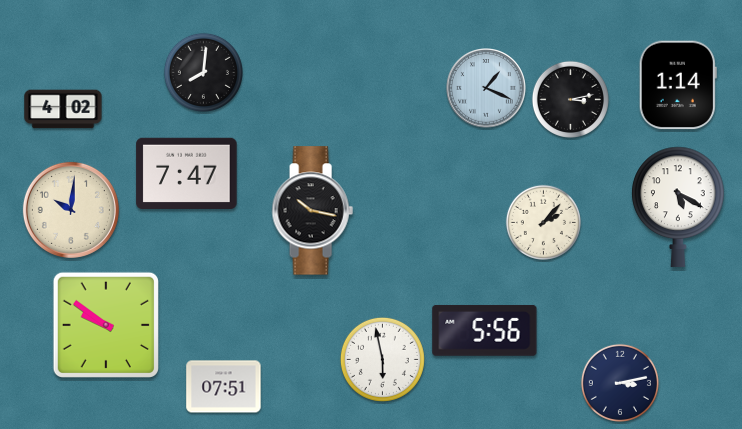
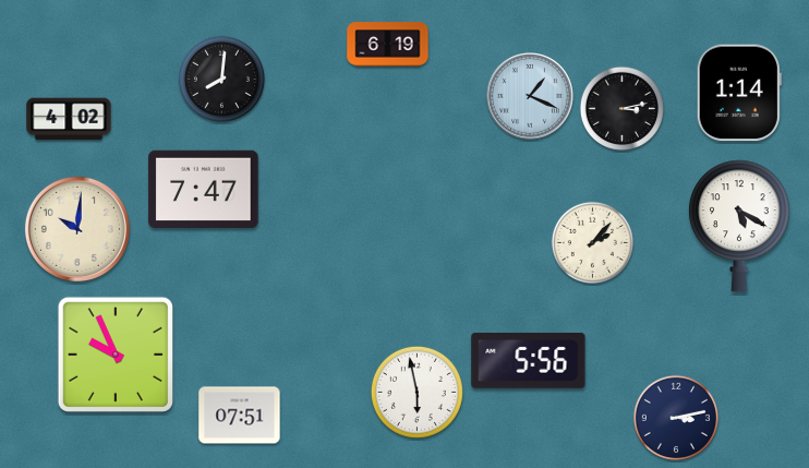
clock at (388, 45): none -> 6:19
clock at (312, 211): 10:17 -> none
clock at (106, 325): 9:51 -> 9:56
clock at (224, 387) position: (224, 387) -> (240, 416)
